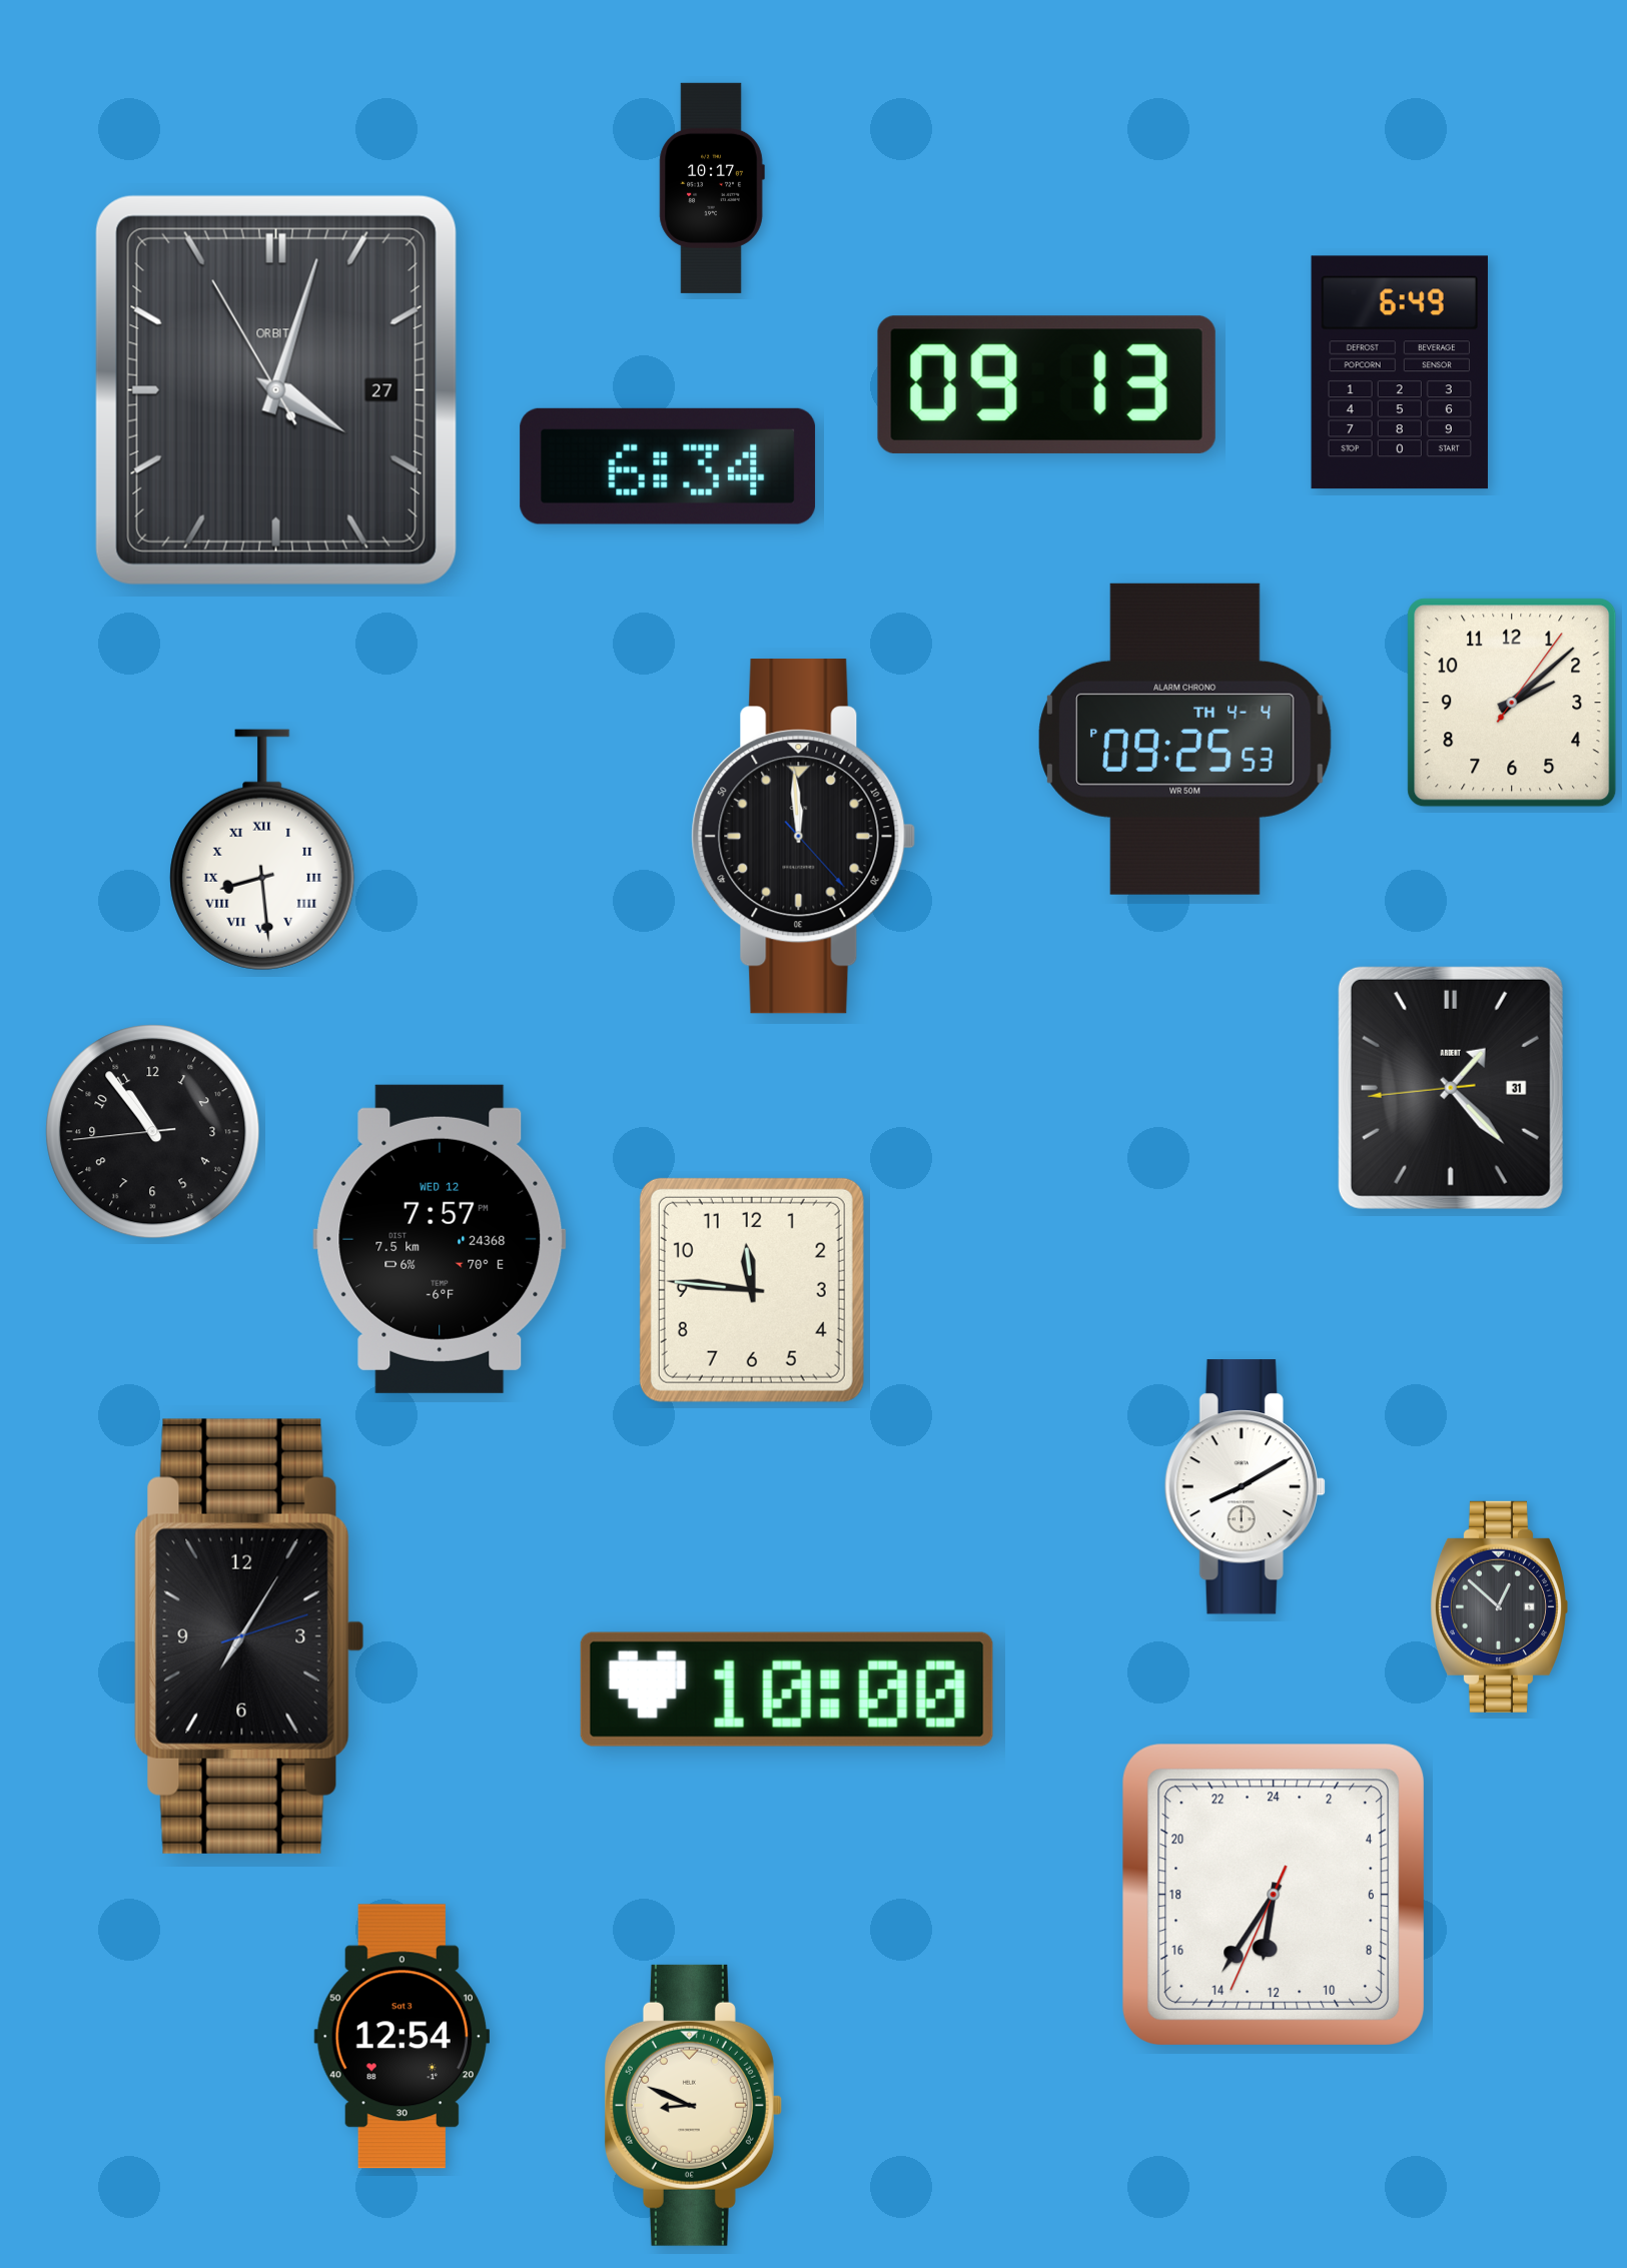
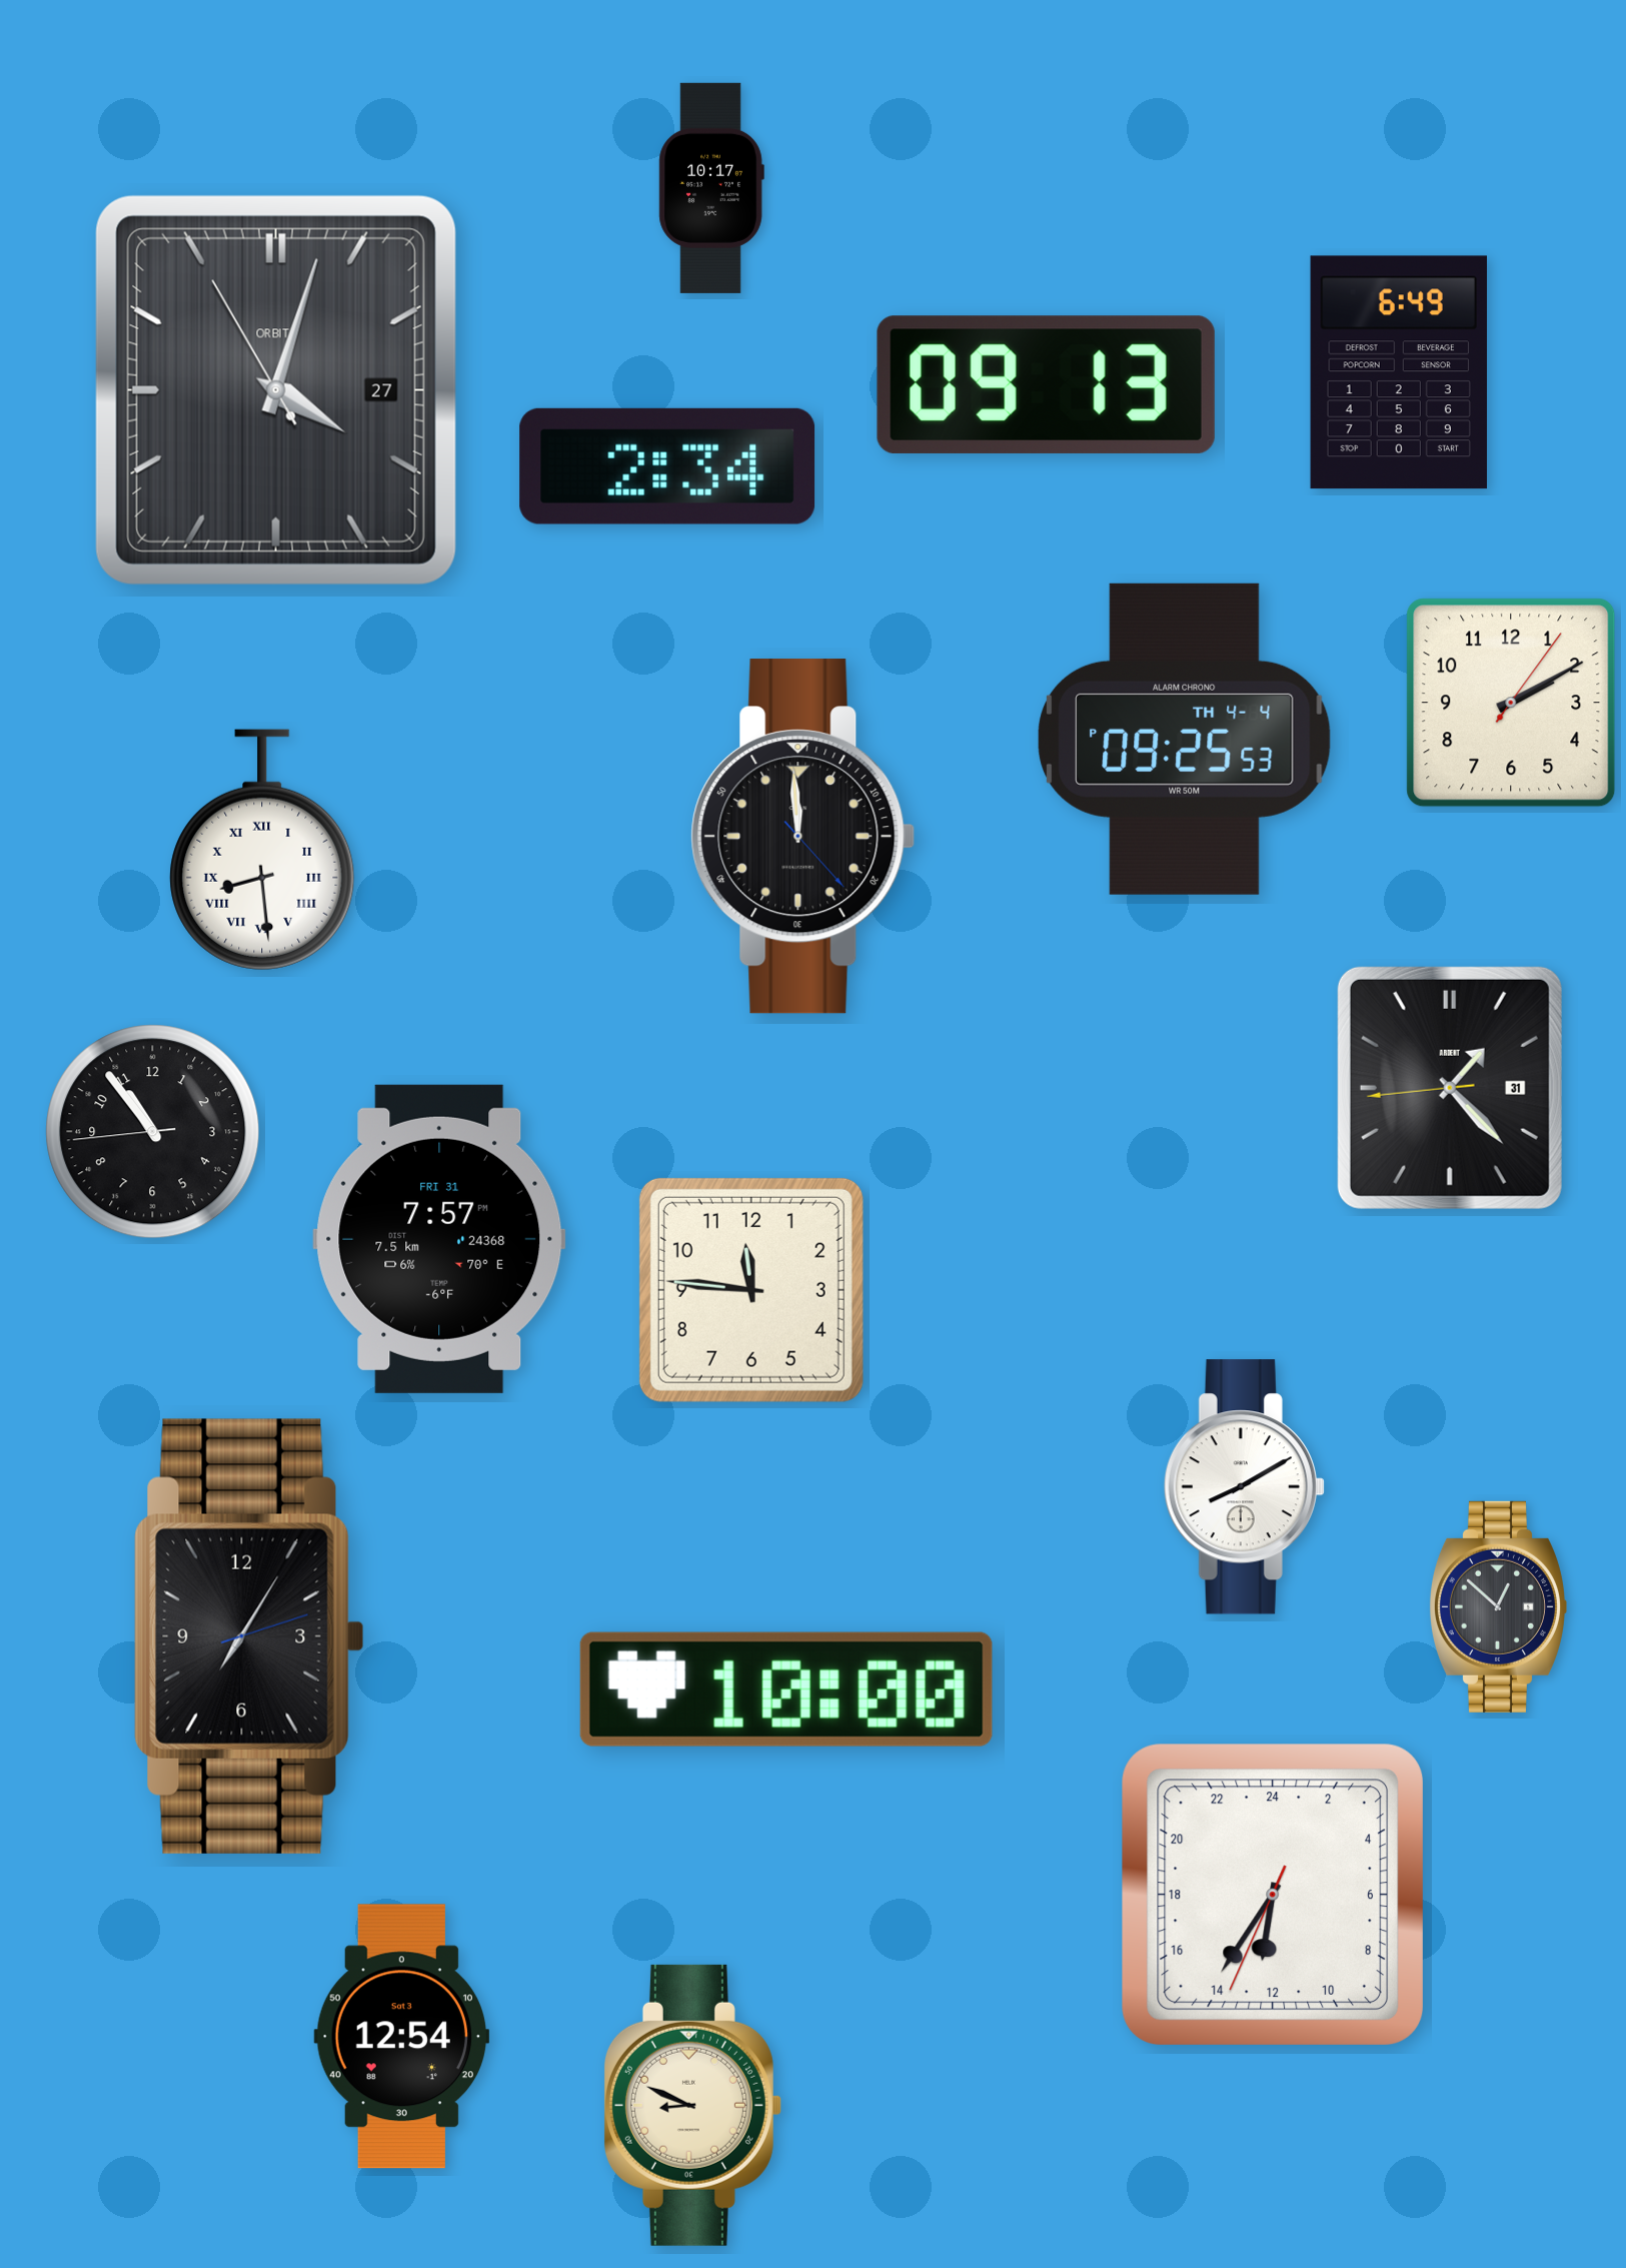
clock at (668, 466): 6:34 -> 2:34
clock at (1512, 703): 2:08 -> 2:10
clock at (440, 1239) date: WED 12 -> FRI 31
